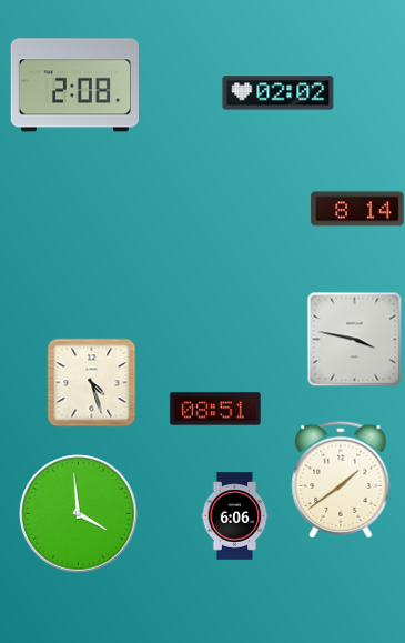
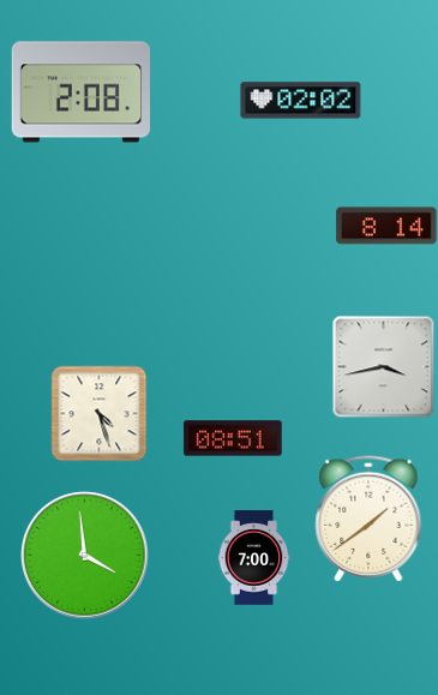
clock at (354, 339): 3:47 -> 3:43
clock at (215, 409) position: (215, 409) -> (233, 438)
clock at (235, 516): 6:06 -> 7:00
